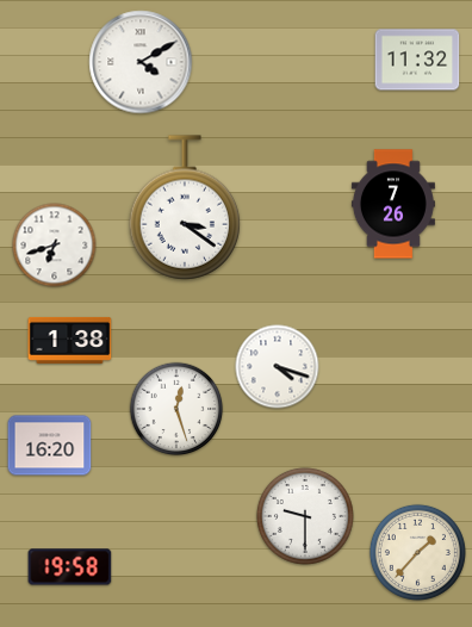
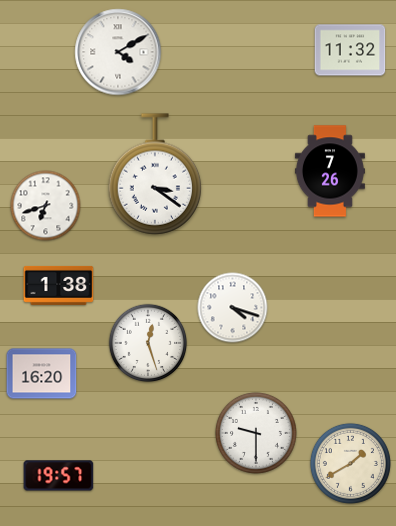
clock at (417, 552): 1:37 -> 1:40
clock at (70, 567): 19:58 -> 19:57
